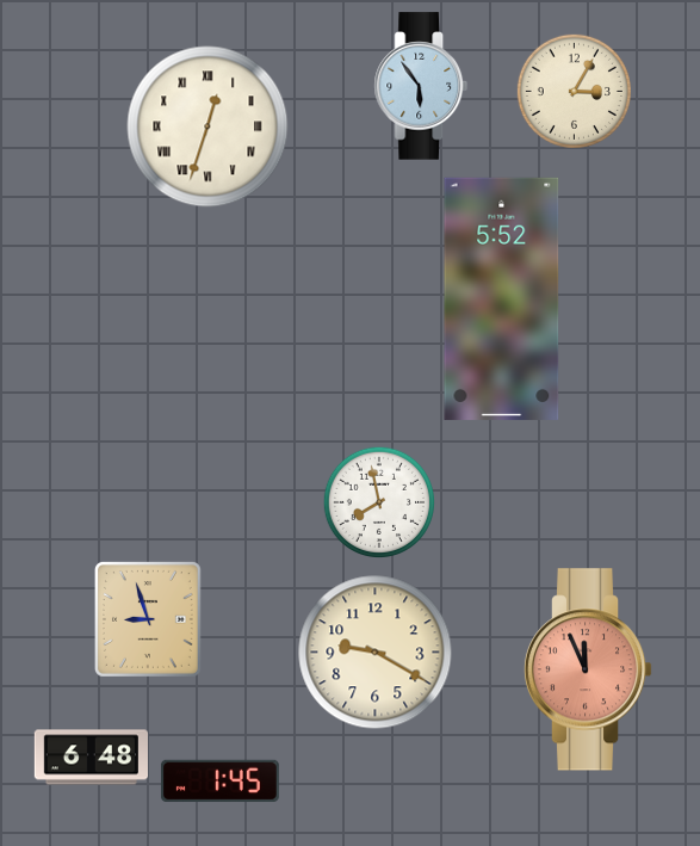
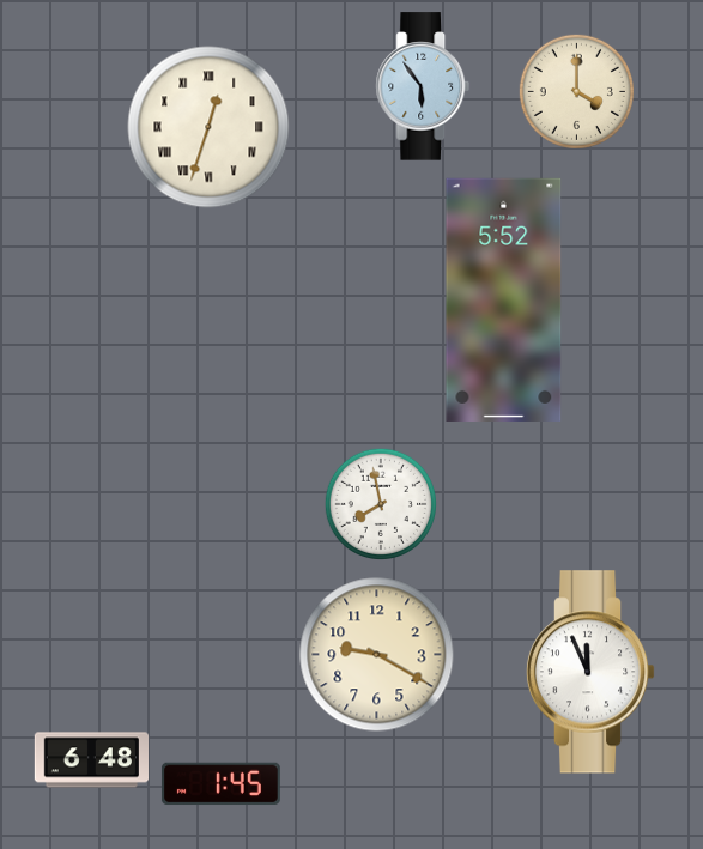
clock at (574, 91): 3:05 -> 4:00
clock at (148, 619): 8:57 -> none
clock at (588, 669) dial: salmon -> white
